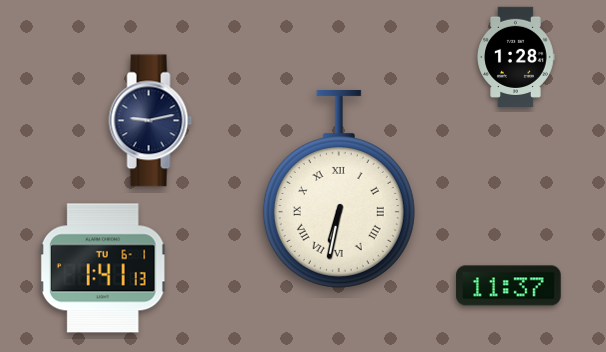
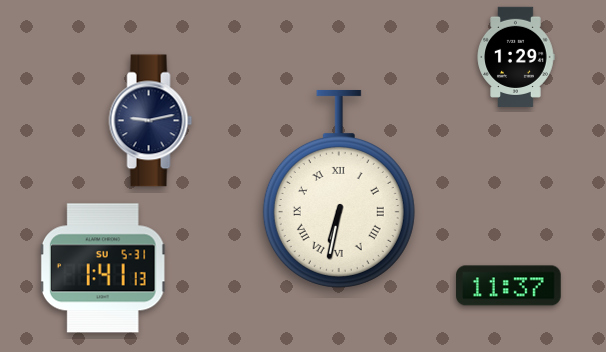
clock at (516, 56): 1:28 -> 1:29
clock at (103, 268) date: TU 6-1 -> SU 5-31
